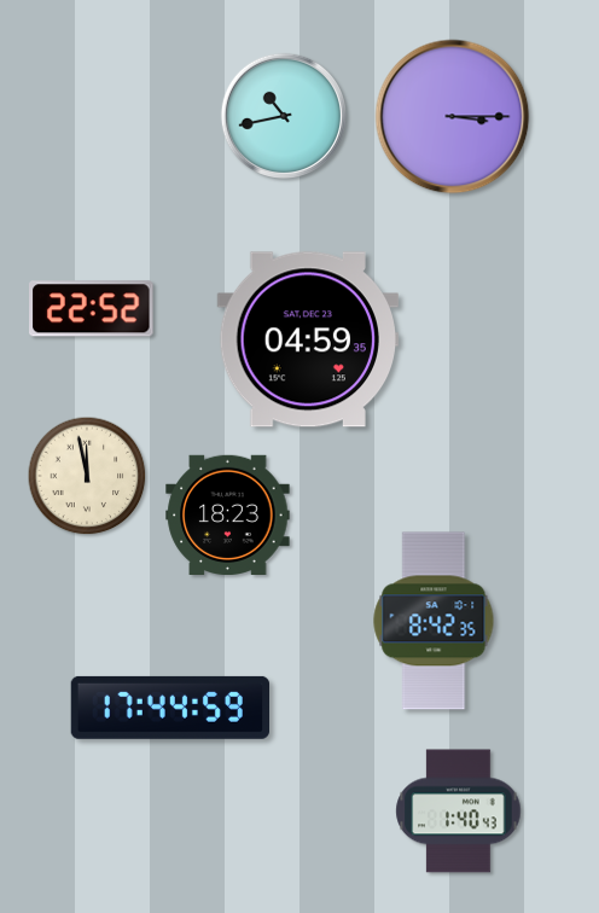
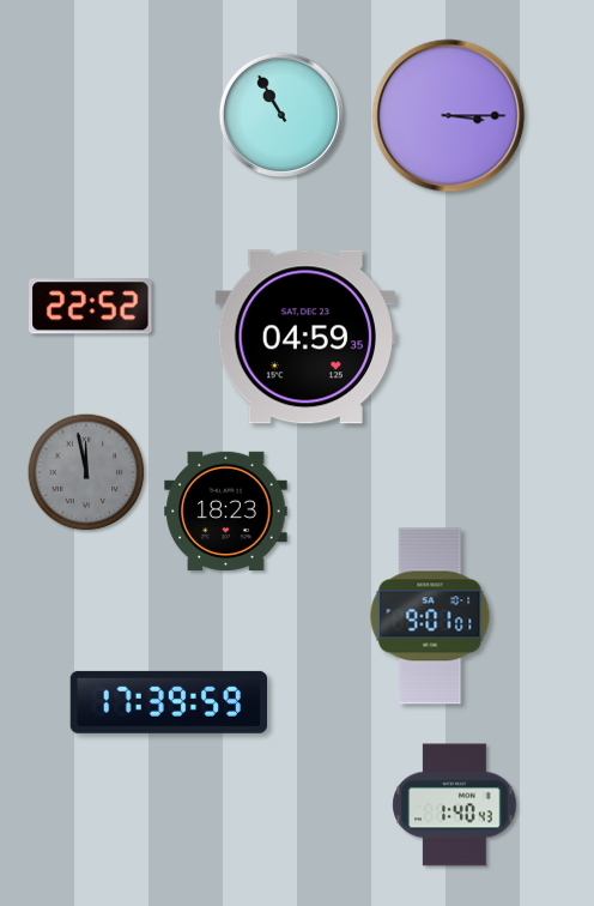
clock at (284, 116): 10:43 -> 10:55
clock at (87, 476) dial: cream -> grey
clock at (434, 621): 8:42 -> 9:01
clock at (169, 708): 17:44 -> 17:39
